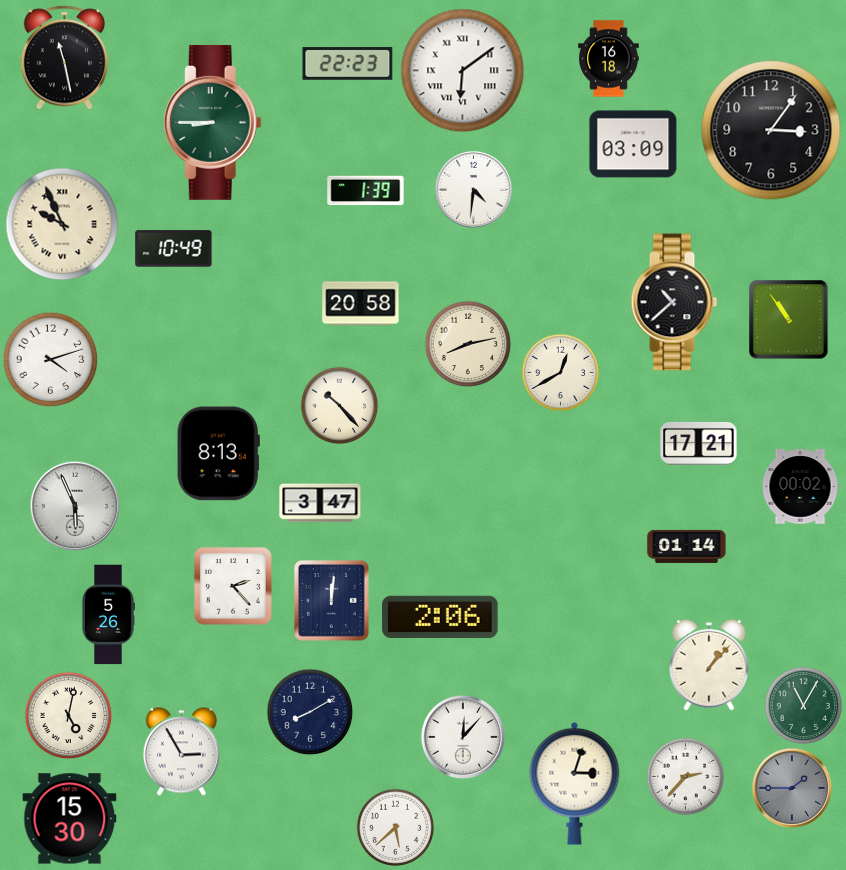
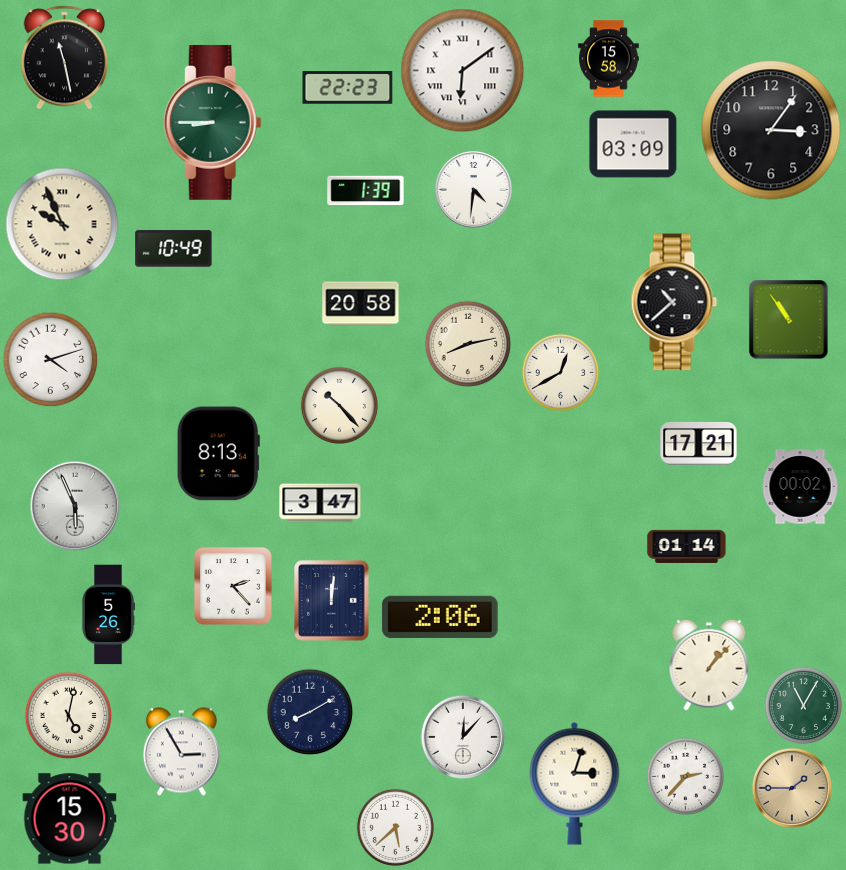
clock at (609, 59): 16:18 -> 15:58
clock at (348, 64) position: (348, 64) -> (348, 88)
clock at (792, 788) dial: grey -> champagne
